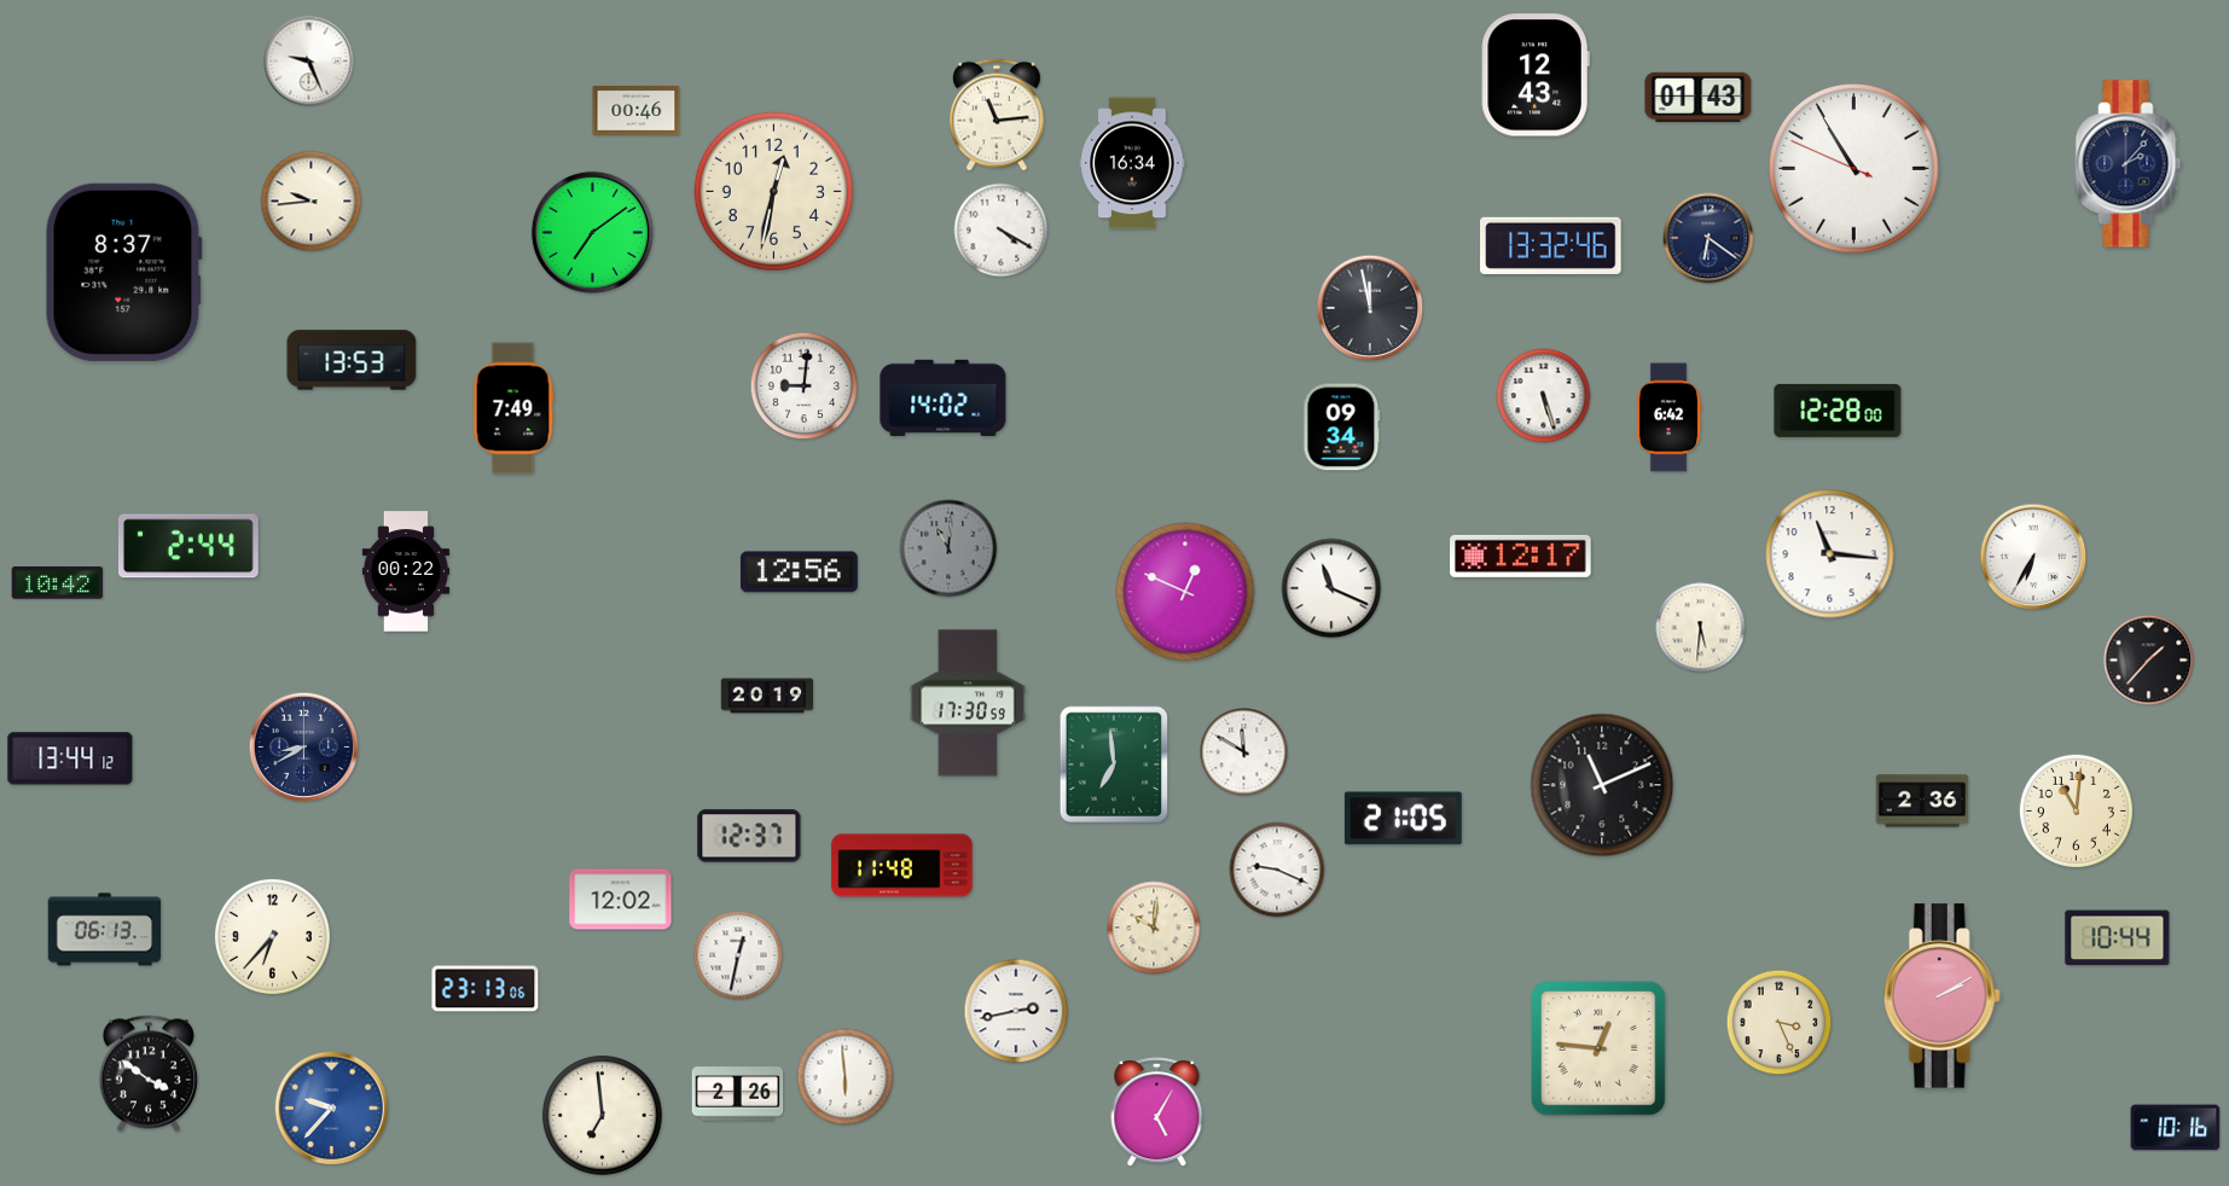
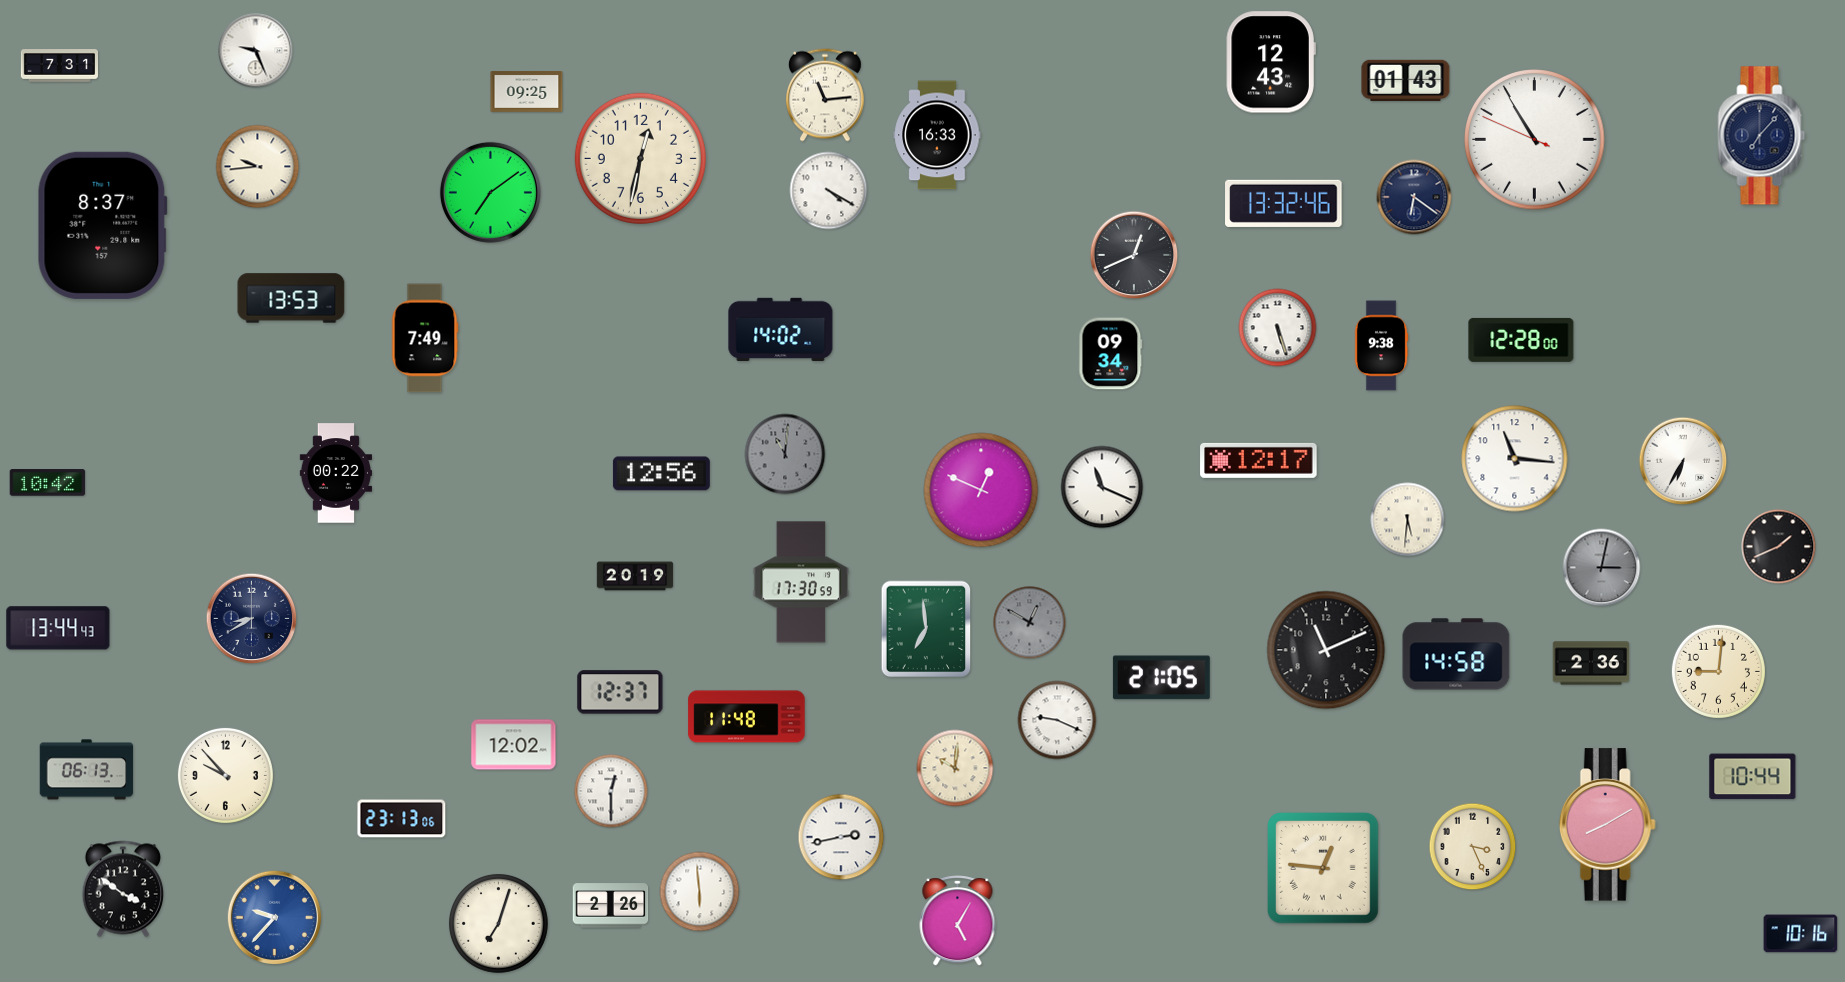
clock at (59, 66): none -> 7:31
clock at (637, 111): 00:46 -> 09:25
clock at (1132, 163): 16:34 -> 16:33
clock at (2129, 164): 2:07 -> 7:07
clock at (1370, 308): 11:58 -> 12:41
clock at (805, 386): 9:01 -> none
clock at (1668, 418): 6:42 -> 9:38
clock at (188, 546): 2:44 -> none
clock at (2149, 661): 1:37 -> 1:41
clock at (1602, 568): none -> 3:02
clock at (1244, 752): 11:50 -> 12:50
clock at (1244, 752) dial: white -> grey
clock at (70, 758): 13:44:12 -> 13:44:43
clock at (1114, 764) position: (1114, 764) -> (926, 629)
clock at (1456, 654): none -> 14:58
clock at (2076, 810): 11:01 -> 9:01
clock at (272, 936): 6:37 -> 9:53
clock at (738, 955): 12:32 -> 12:30
clock at (1941, 996): 2:10 -> 8:10
clock at (603, 1116): 6:59 -> 7:03
